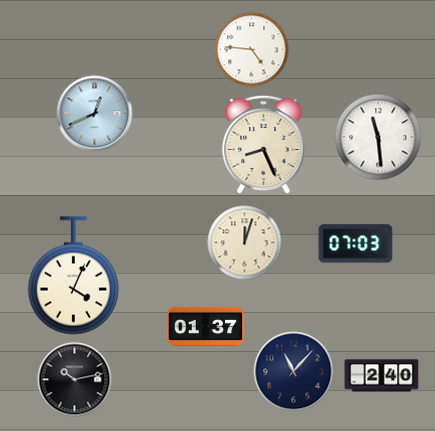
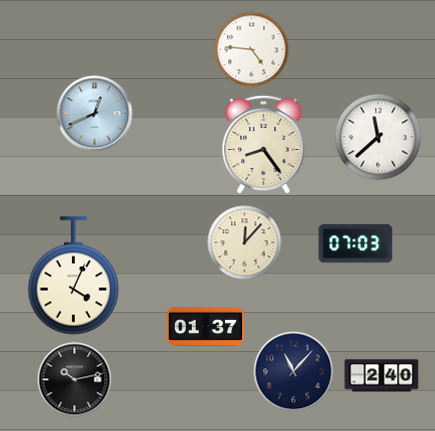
clock at (378, 137): 11:29 -> 11:38
clock at (264, 145): 8:26 -> 8:24
clock at (245, 243): 12:03 -> 12:07
